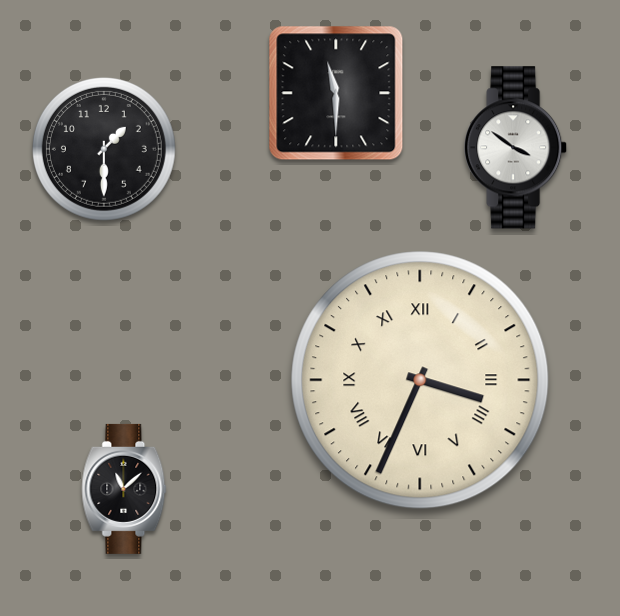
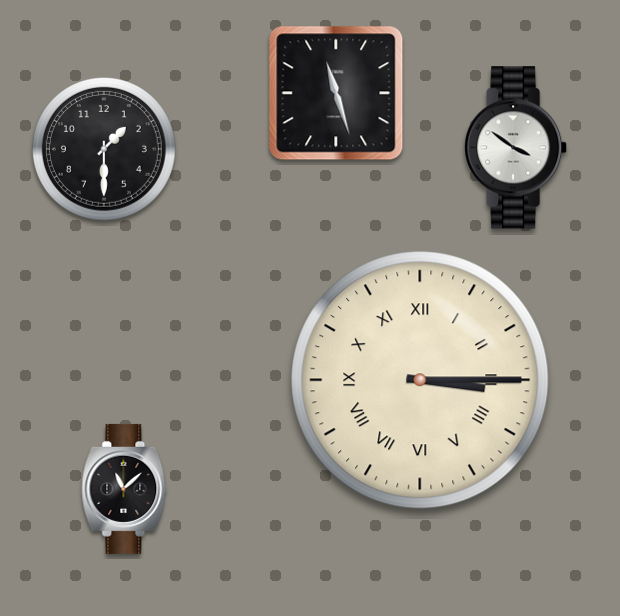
clock at (336, 93): 11:30 -> 11:27
clock at (420, 380): 3:34 -> 3:15
